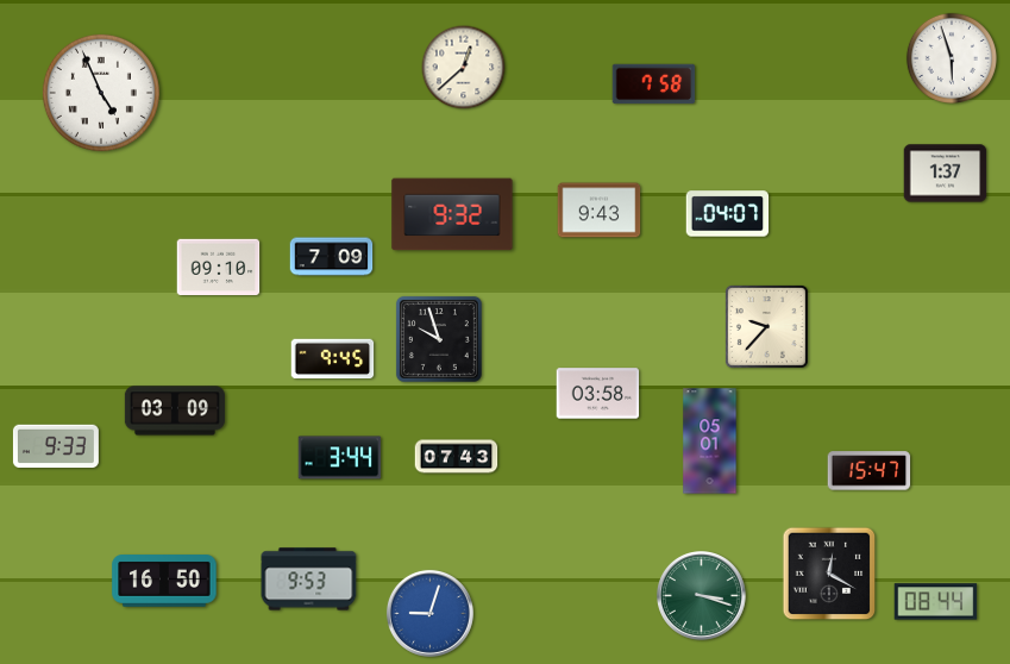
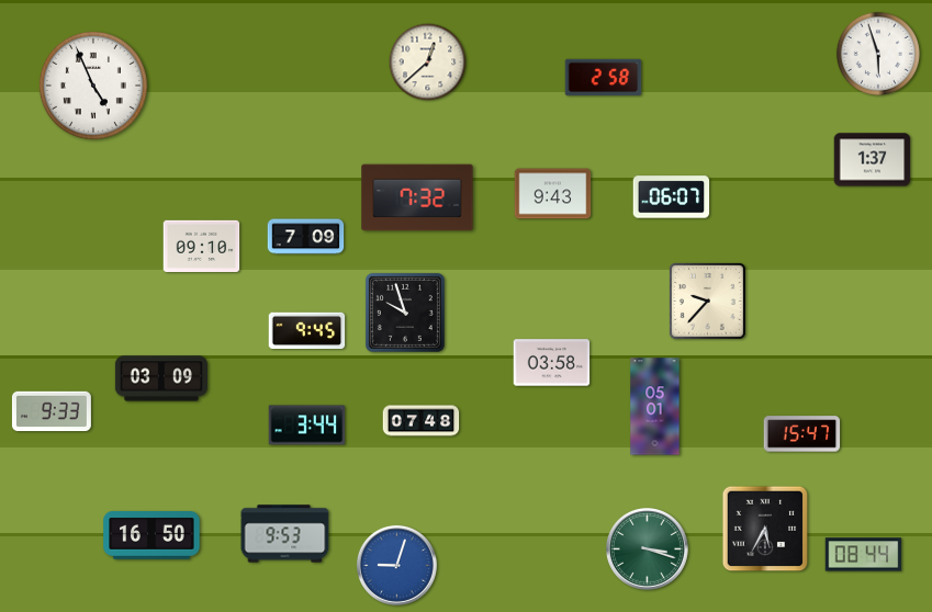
clock at (654, 84): 7:58 -> 2:58
clock at (452, 214): 9:32 -> 7:32
clock at (728, 214): 04:07 -> 06:07
clock at (457, 457): 07:43 -> 07:48
clock at (340, 458) position: (340, 458) -> (307, 426)
clock at (829, 574): 12:20 -> 5:35
